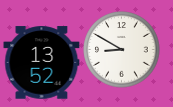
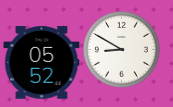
clock at (42, 63): 13:52 -> 05:52
